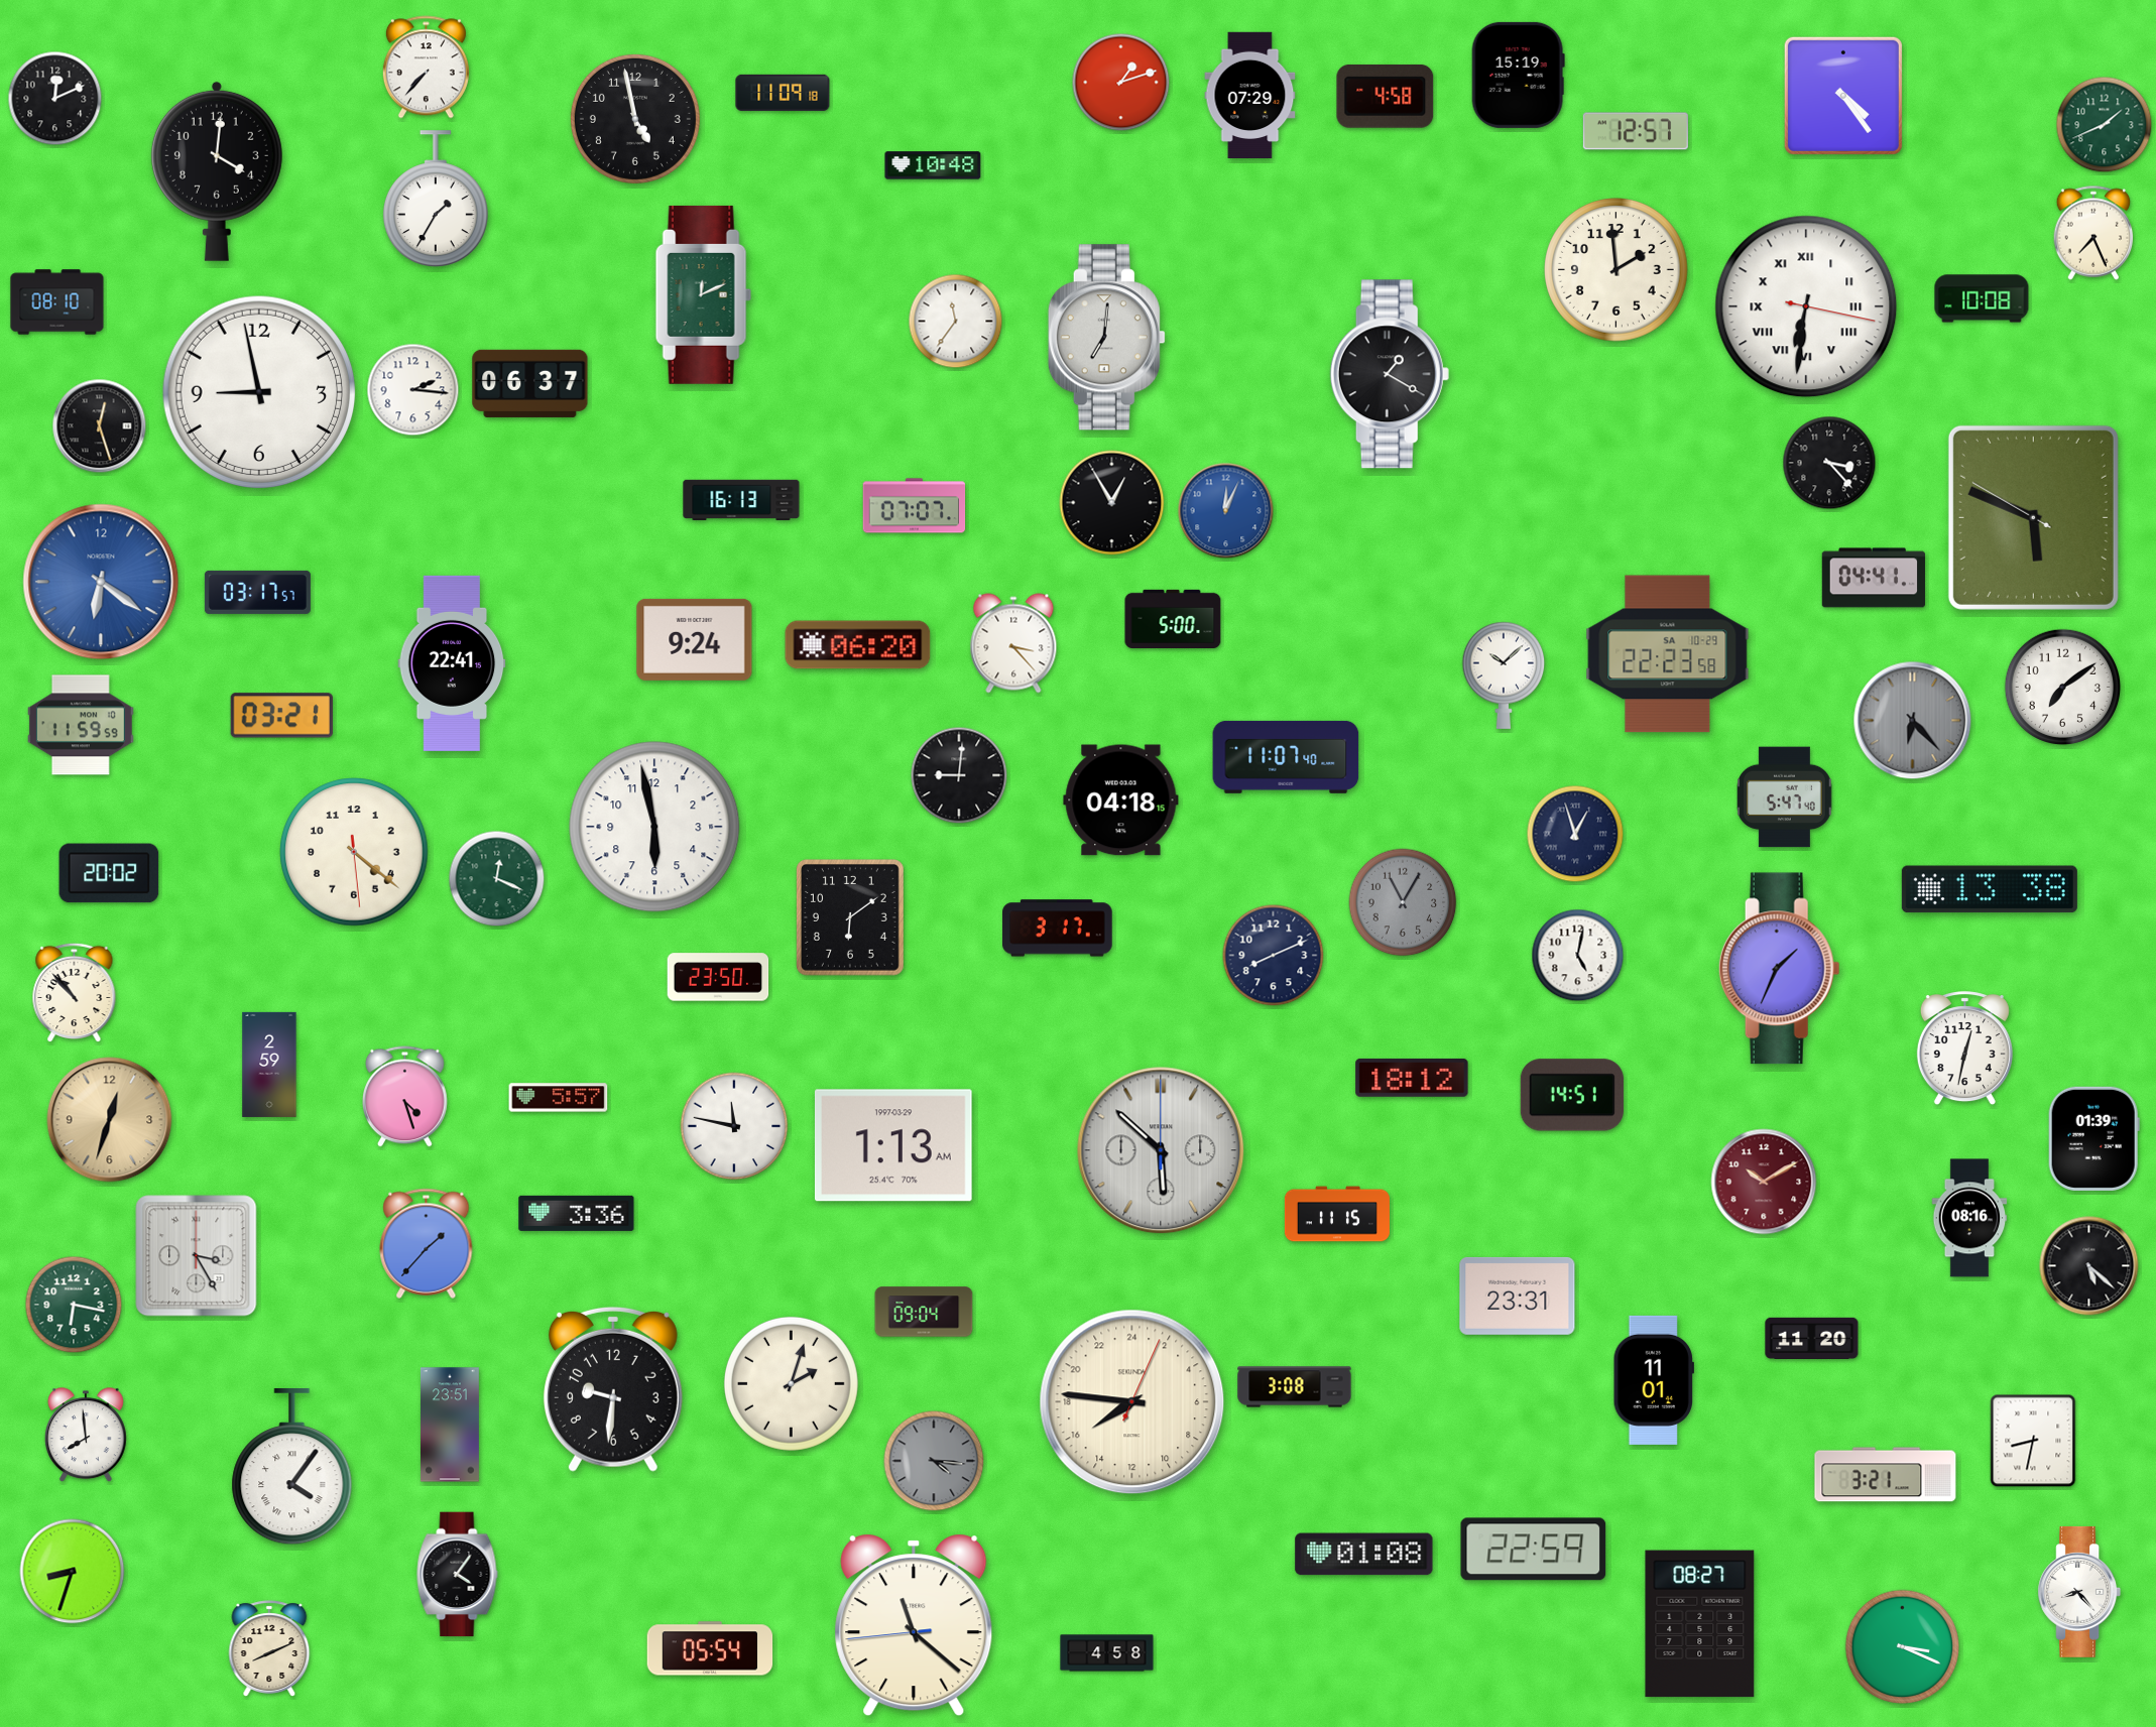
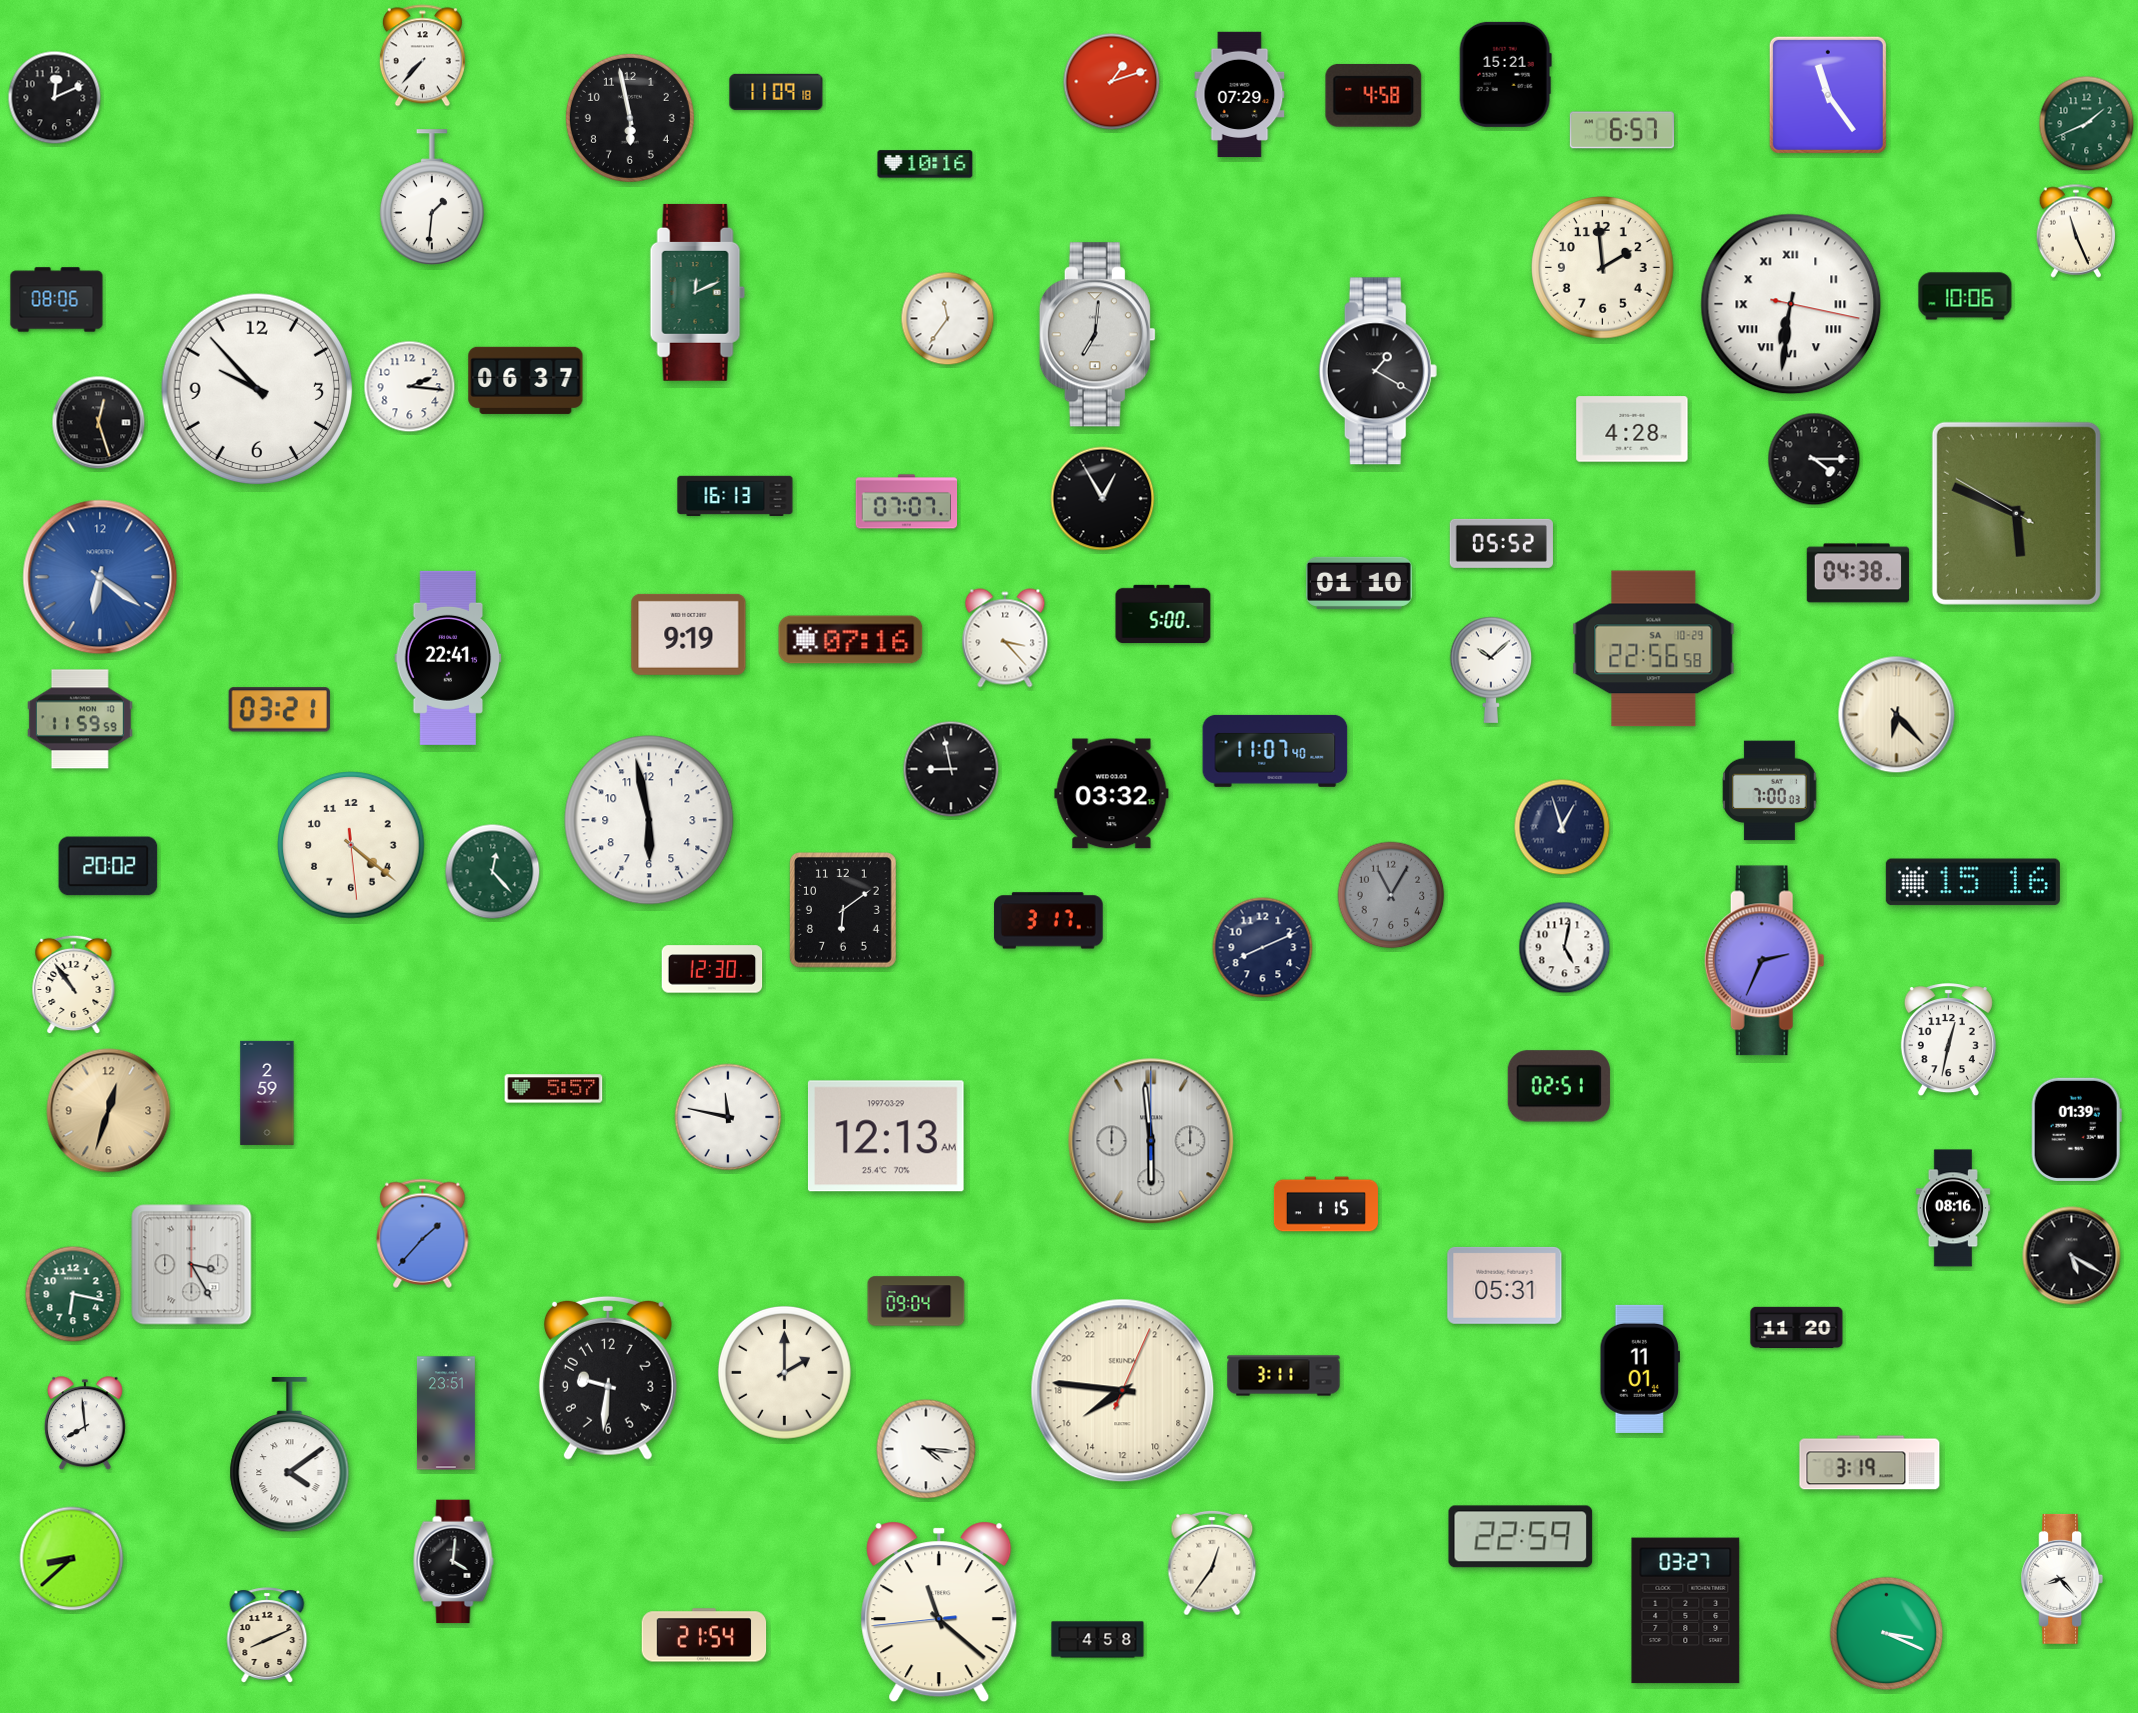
clock at (426, 68) position: (426, 68) -> (422, 56)
clock at (1518, 75): 15:19 -> 15:21
clock at (1843, 96): 4:24 -> 11:24
clock at (635, 119): 4:58 -> 5:58
clock at (1636, 131): 12:57 -> 6:57
clock at (933, 165): 10:48 -> 10:16
clock at (217, 171): 4:01 -> none
clock at (436, 199): 1:35 -> 1:31
clock at (2093, 233): 7:26 -> 11:26
clock at (1982, 298): 10:08 -> 10:06
clock at (57, 302): 08:10 -> 08:06
clock at (259, 392): 8:58 -> 9:53
clock at (1632, 429): none -> 4:28
clock at (1829, 463): 3:23 -> 4:15
clock at (1226, 511): 12:04 -> none
clock at (1501, 543): none -> 05:52
clock at (1873, 578): 04:41 -> 04:38
clock at (1359, 583): none -> 01:10
clock at (257, 592): 03:17 -> none
clock at (695, 639): 9:24 -> 9:19
clock at (858, 645): 06:20 -> 07:16
clock at (1668, 654): 22:23 -> 22:56
clock at (2063, 688): 7:09 -> none
clock at (1913, 721) dial: grey -> cream
clock at (959, 775): 9:01 -> 8:58
clock at (1785, 797): 5:47 -> 7:00
clock at (1121, 800): 04:18 -> 03:32
clock at (497, 879): 12:19 -> 12:23
clock at (1990, 889): 13:38 -> 15:16
clock at (1779, 969): 1:34 -> 2:34
clock at (718, 977): 23:50 -> 12:30
clock at (75, 993): 10:53 -> 10:54
clock at (269, 1065) position: (269, 1065) -> (267, 1093)
clock at (1412, 1078): 18:12 -> none
clock at (1572, 1095): 14:51 -> 02:51
clock at (405, 1097): 4:27 -> none
clock at (893, 1145): 1:13 -> 12:13
clock at (1161, 1150): 5:52 -> 5:59
clock at (1764, 1182): 10:10 -> none
clock at (577, 1213): 3:36 -> none
clock at (1337, 1214): 11:15 -> 1:15
clock at (197, 1256) position: (197, 1256) -> (192, 1265)
clock at (2089, 1266): 5:22 -> 5:20
clock at (1518, 1296): 23:31 -> 05:31
clock at (791, 1383): 2:03 -> 2:00
clock at (1295, 1387): 3:08 -> 3:11
clock at (2033, 1441): 8:32 -> none
clock at (934, 1461) dial: grey -> white
clock at (292, 1467): 4:06 -> 4:09
clock at (1886, 1475): 3:21 -> 3:19
clock at (1364, 1555): 01:08 -> none
clock at (73, 1572): 8:33 -> 8:38
clock at (458, 1575): 4:06 -> 4:01
clock at (1212, 1563): none -> 12:36
clock at (1700, 1624): 08:27 -> 03:27
clock at (914, 1625) position: (914, 1625) -> (939, 1612)
clock at (710, 1648): 05:54 -> 21:54
